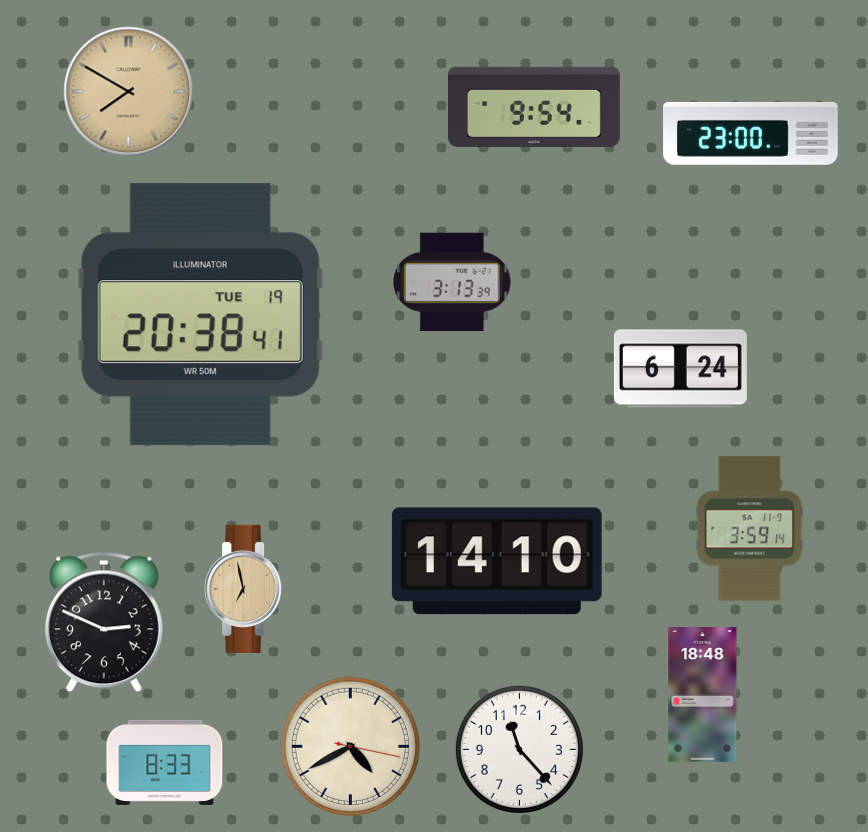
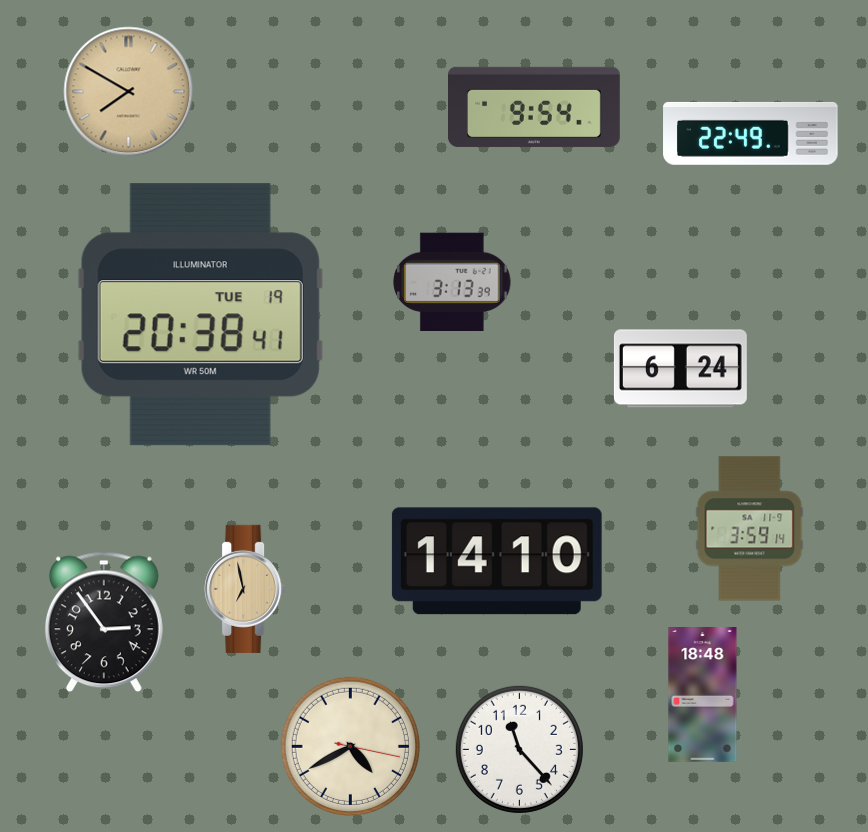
clock at (751, 133): 23:00 -> 22:49
clock at (104, 622): 2:49 -> 2:54
clock at (165, 762): 8:33 -> none
